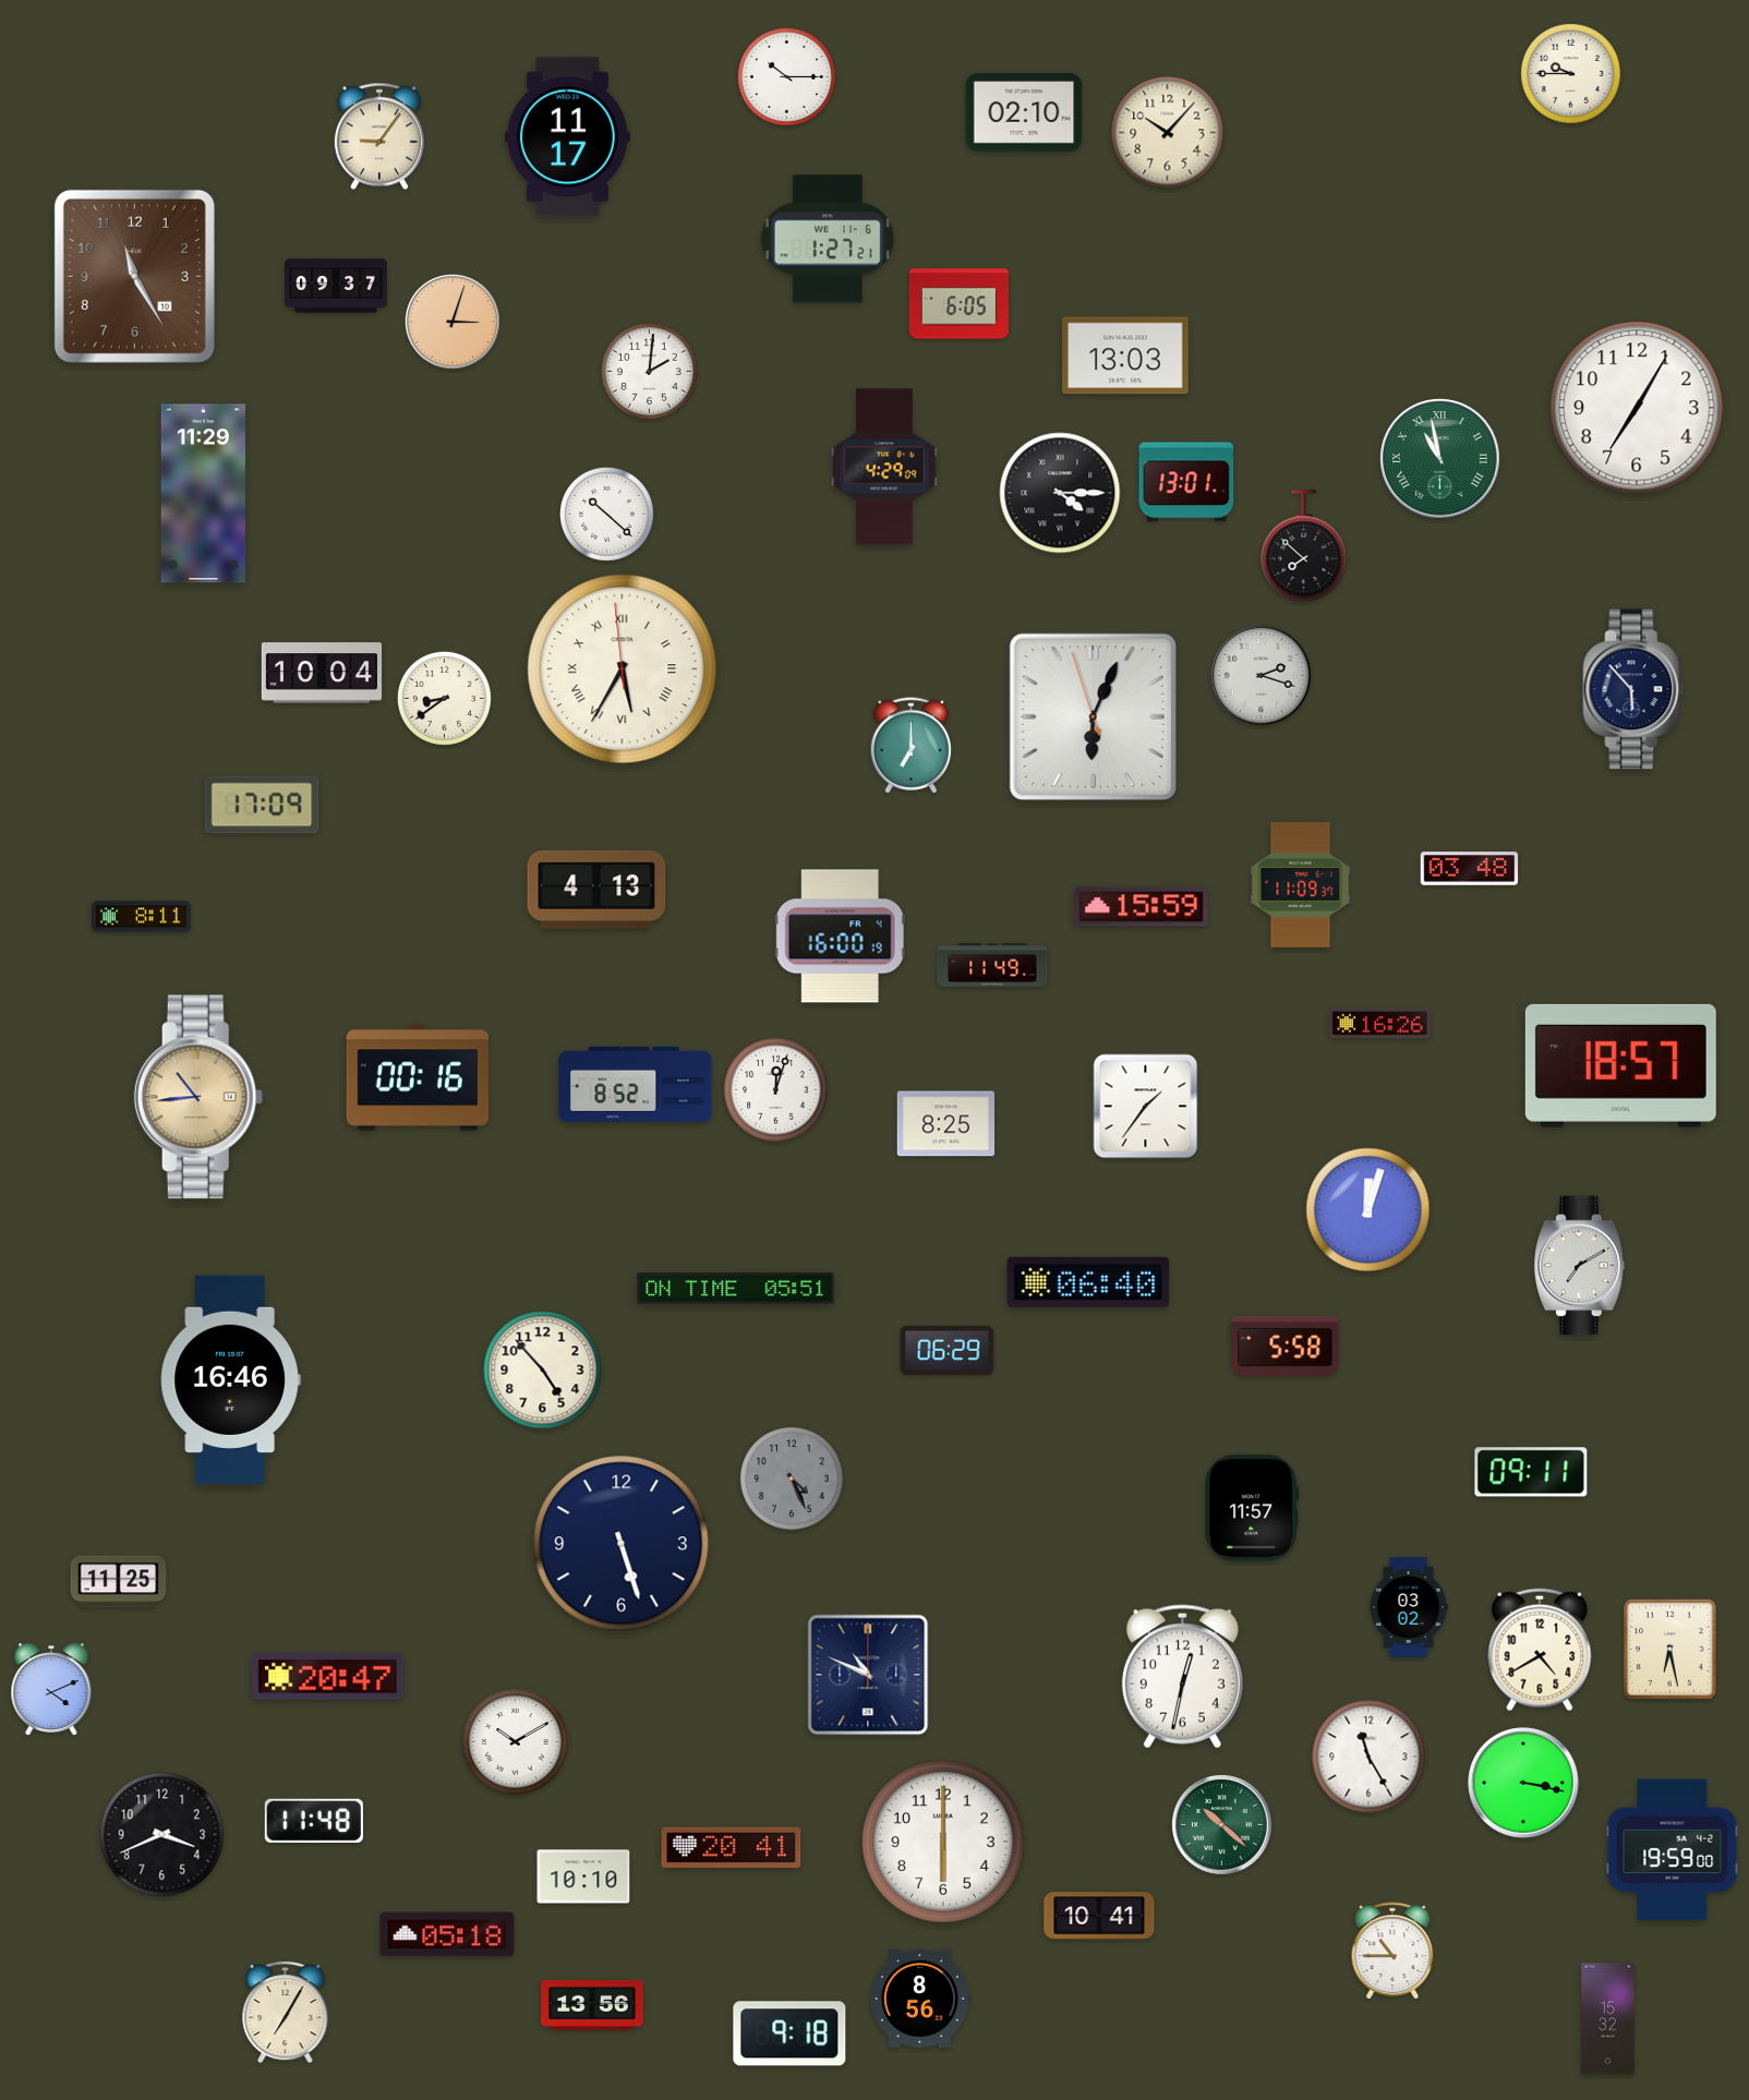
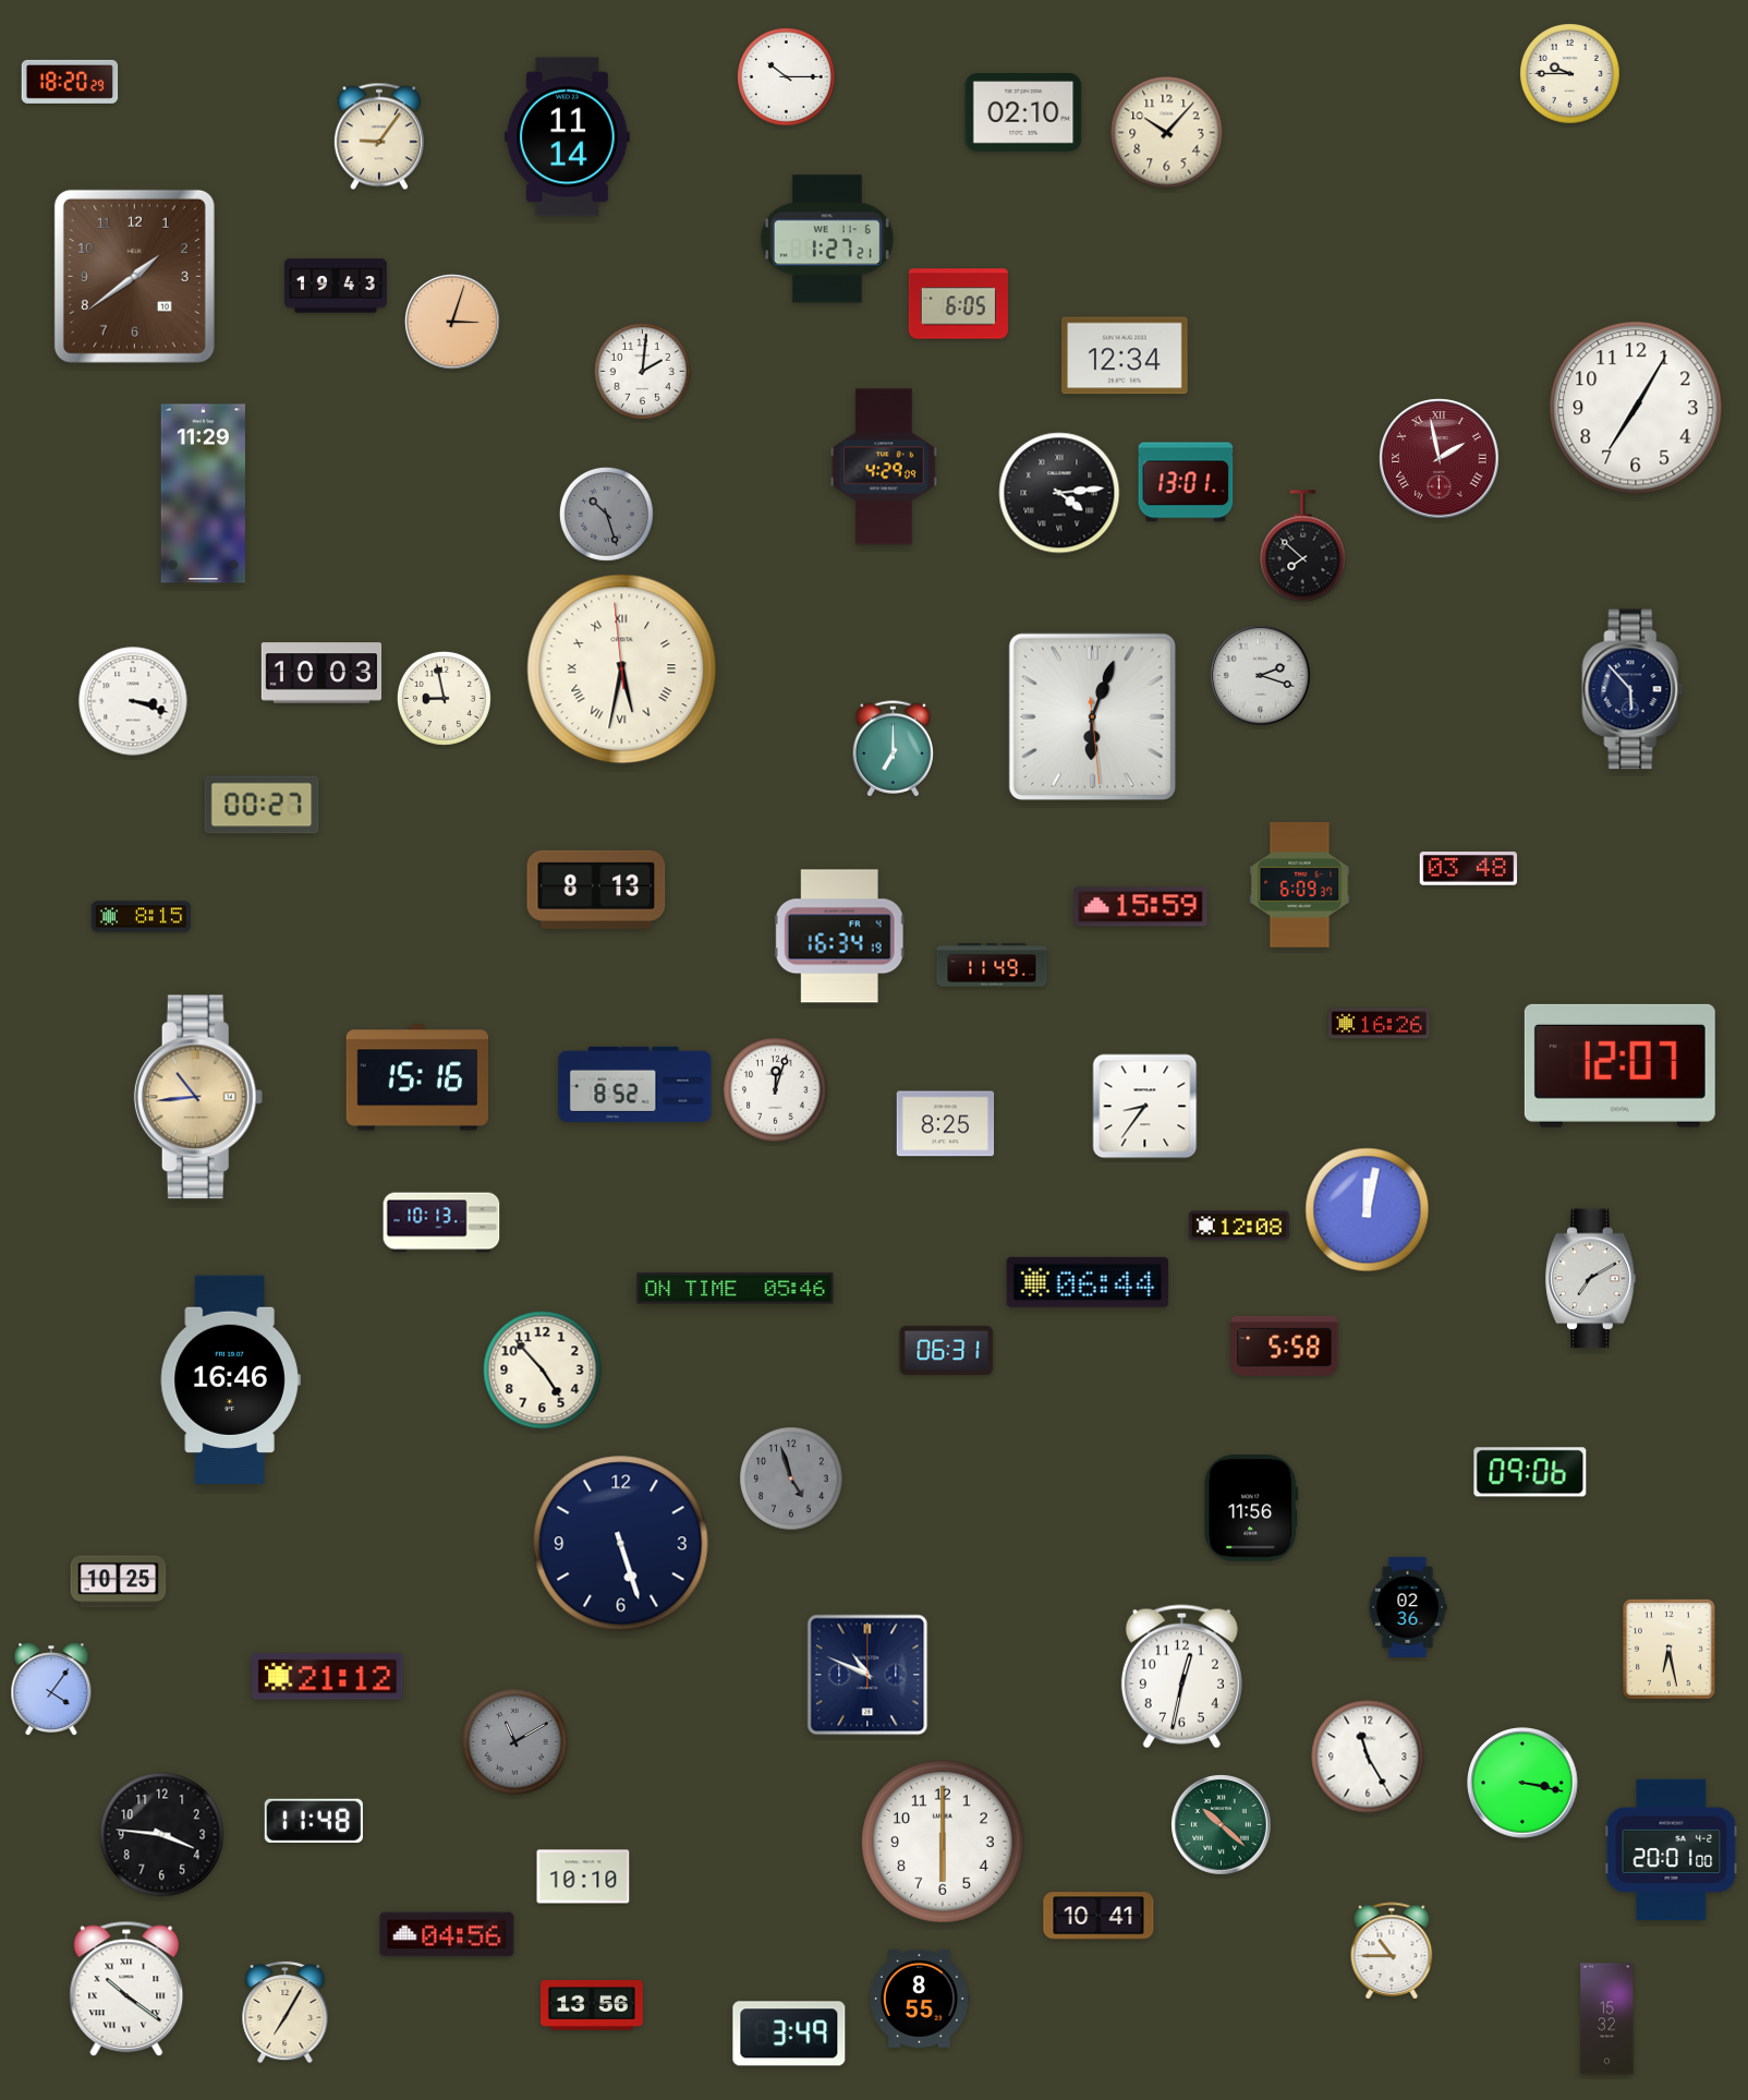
clock at (70, 82): none -> 18:20
clock at (567, 137): 11:17 -> 11:14
clock at (134, 276): 11:25 -> 1:39
clock at (337, 286): 09:37 -> 19:43
clock at (1125, 355): 13:03 -> 12:34
clock at (649, 371) position: (649, 371) -> (642, 371)
clock at (1440, 459): 10:58 -> 1:58
clock at (1440, 459) dial: green -> burgundy
clock at (1060, 493): 4:15 -> 4:14
clock at (606, 514): 10:22 -> 10:27
clock at (606, 514) dial: white -> grey
clock at (623, 669): 5:34 -> 5:31
clock at (322, 673): 10:04 -> 10:03
clock at (444, 698): 8:39 -> 8:58
clock at (133, 701): none -> 3:18
clock at (1093, 716): 6:03:57 -> 6:03:29
clock at (912, 746) position: (912, 746) -> (894, 749)
clock at (262, 805): 17:09 -> 00:27
clock at (1301, 885): 11:09 -> 6:09
clock at (596, 890): 4:13 -> 8:13
clock at (141, 917): 8:11 -> 8:15
clock at (840, 937): 16:00 -> 16:34
clock at (1620, 1065): 18:57 -> 12:07
clock at (417, 1077): 00:16 -> 15:16
clock at (1146, 1107): 1:36 -> 8:36
clock at (1368, 1210): 12:03 -> 12:02
clock at (441, 1222): none -> 10:13
clock at (1239, 1226): none -> 12:08
clock at (1580, 1266) position: (1580, 1266) -> (1591, 1279)
clock at (1088, 1282): 06:40 -> 06:44
clock at (736, 1289): 05:51 -> 05:46
clock at (948, 1350): 06:29 -> 06:31
clock at (1531, 1472): 09:11 -> 09:06
clock at (792, 1479): 4:26 -> 4:57
clock at (1252, 1508): 11:57 -> 11:56
clock at (119, 1582): 11:25 -> 10:25
clock at (1409, 1607): 03:02 -> 02:36
clock at (1540, 1650): 4:40 -> none
clock at (328, 1677): 20:47 -> 21:12
clock at (51, 1689): 4:11 -> 4:06
clock at (516, 1742): 10:10 -> 11:10
clock at (516, 1742) dial: white -> grey
clock at (162, 1835): 3:41 -> 3:46
clock at (732, 1847): 20:41 -> none
clock at (1673, 1850): 19:59 -> 20:01
clock at (447, 1934): 05:18 -> 04:56
clock at (126, 1989): none -> 10:21
clock at (919, 1999): 8:56 -> 8:55
clock at (789, 2033): 9:18 -> 3:49
